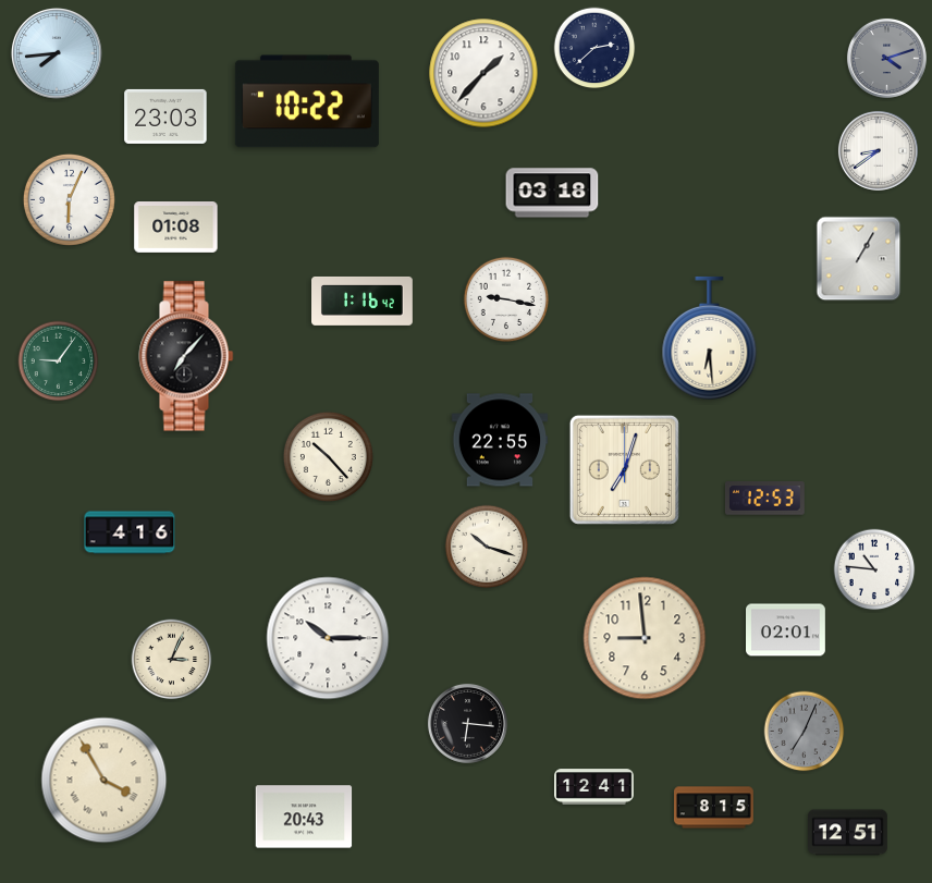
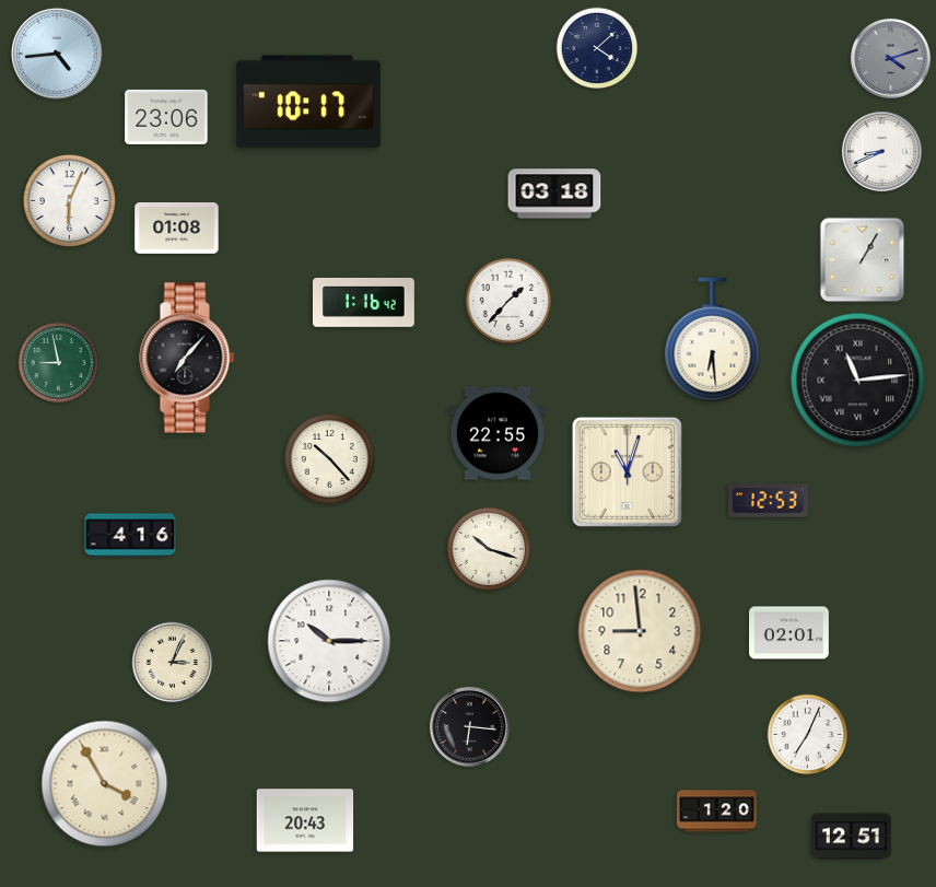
clock at (594, 48): 2:38 -> 4:08
clock at (57, 53): 7:44 -> 4:44
clock at (483, 73): 1:37 -> none
clock at (307, 101): 10:22 -> 10:17
clock at (165, 116): 23:03 -> 23:06
clock at (878, 150): 8:39 -> 8:41
clock at (505, 298): 9:17 -> 1:37
clock at (59, 361): 9:06 -> 8:58
clock at (858, 381): none -> 11:14
clock at (500, 440) position: (500, 440) -> (498, 433)
clock at (624, 469): 7:03 -> 11:03
clock at (874, 569): 10:46 -> none
clock at (645, 638) position: (645, 638) -> (640, 631)
clock at (805, 732) dial: grey -> white
clock at (594, 787): 12:41 -> none
clock at (714, 808): 8:15 -> 1:20
